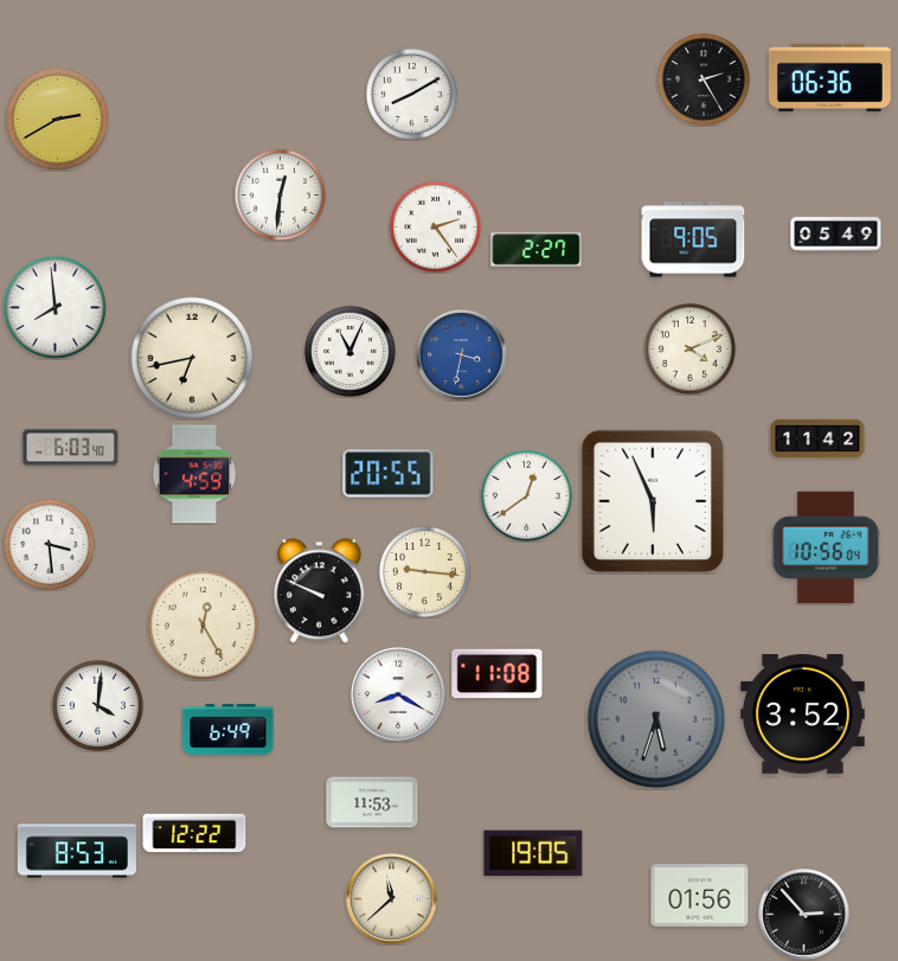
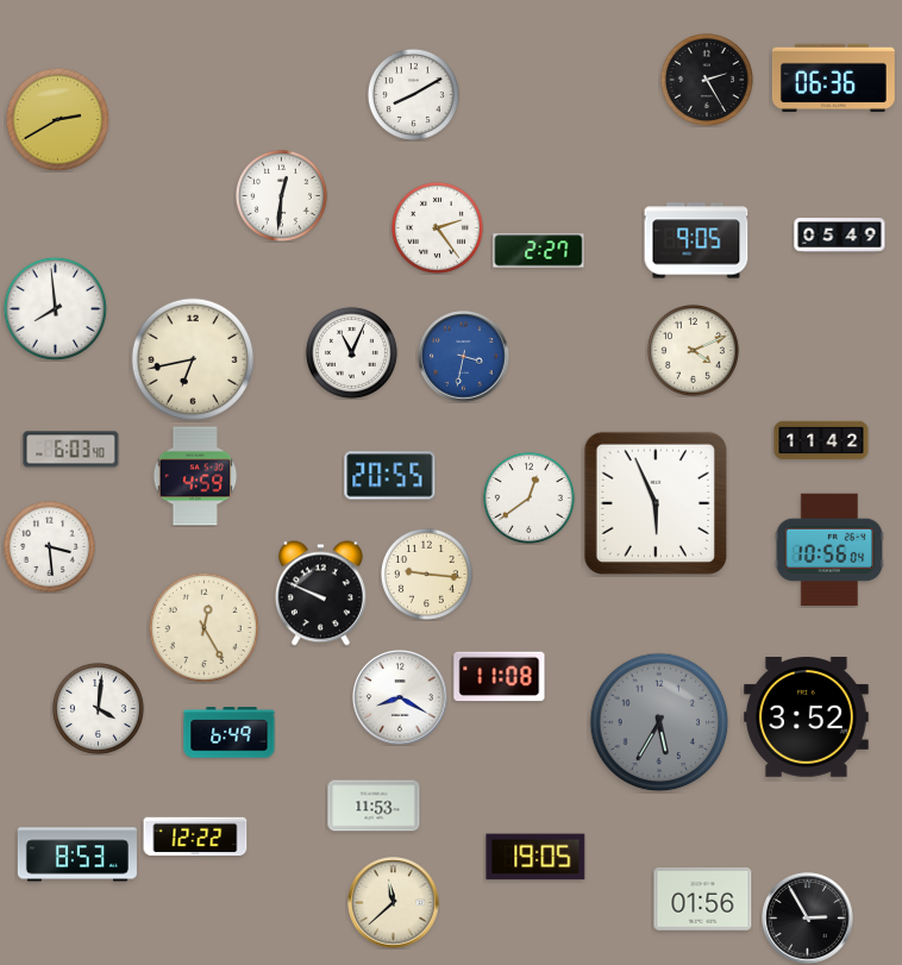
clock at (656, 719): 5:33 -> 5:35
clock at (804, 915): 2:53 -> 2:55
